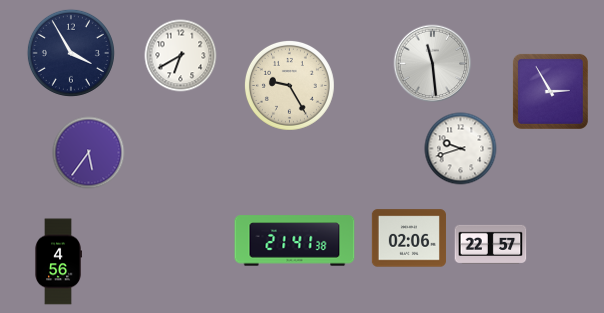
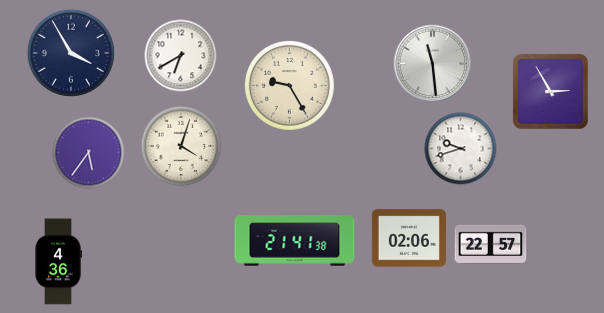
clock at (181, 146): none -> 4:03
clock at (58, 262): 4:56 -> 4:36
